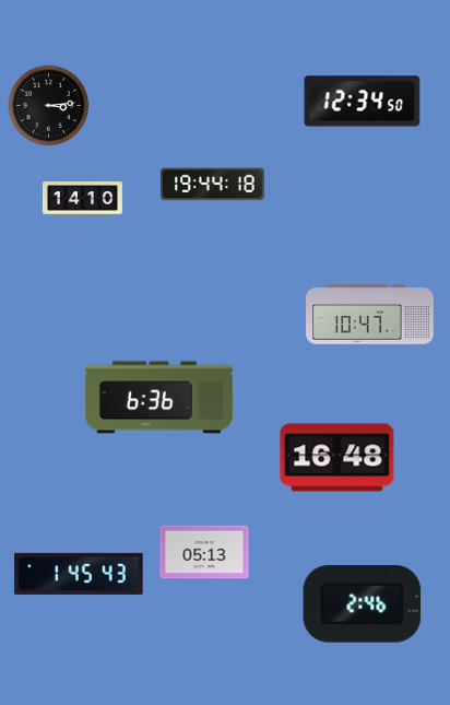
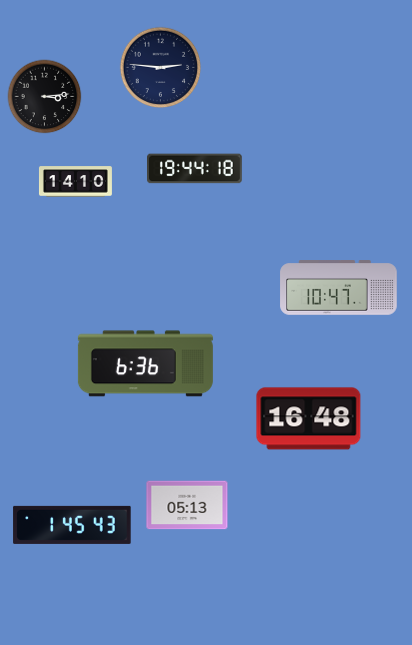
clock at (161, 68): none -> 2:46
clock at (363, 102): 12:34 -> none
clock at (363, 604): 2:46 -> none
